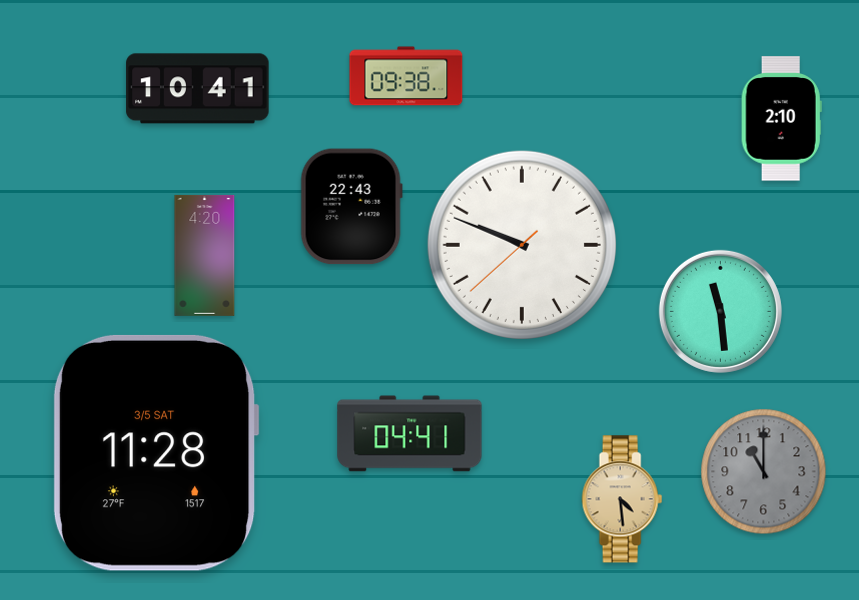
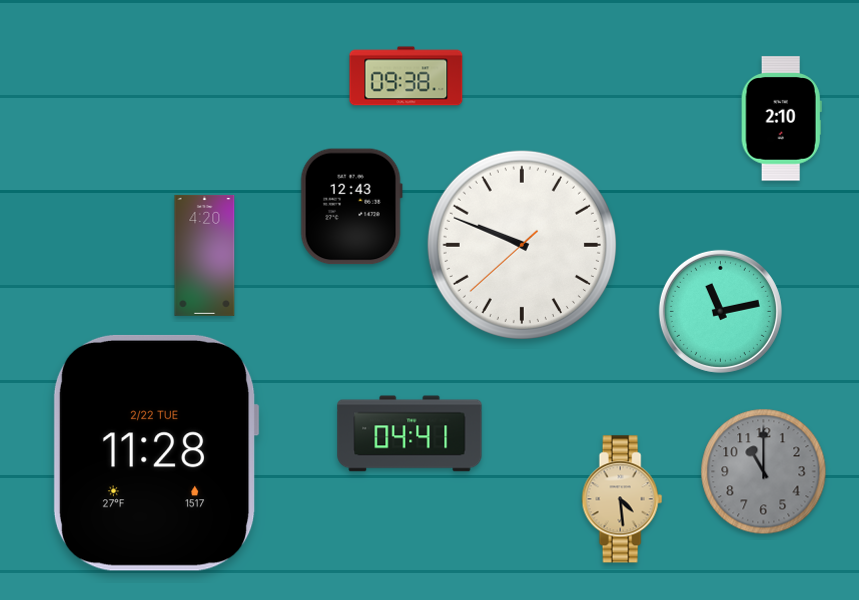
clock at (198, 89): 10:41 -> none
clock at (351, 207): 22:43 -> 12:43
clock at (720, 311): 11:29 -> 11:13
clock at (156, 453) date: 3/5 SAT -> 2/22 TUE
